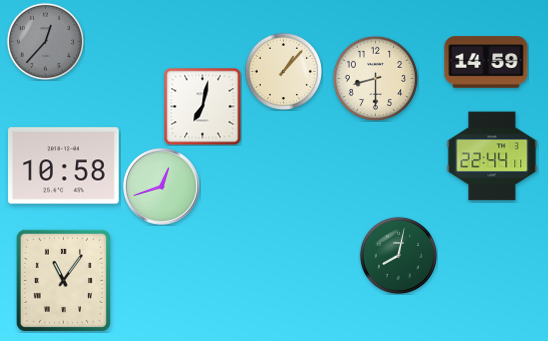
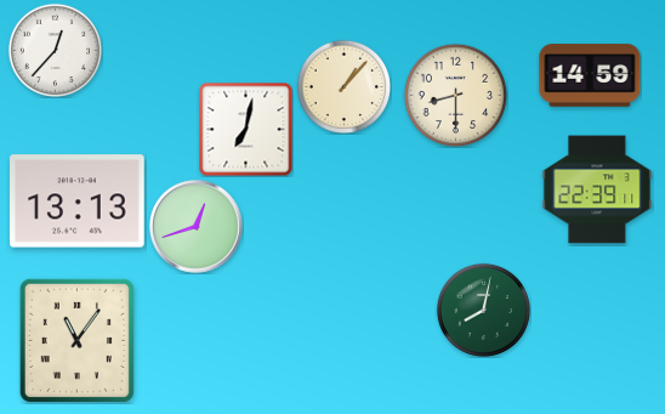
clock at (45, 41) dial: grey -> white
clock at (492, 156): 22:44 -> 22:39
clock at (64, 166): 10:58 -> 13:13
